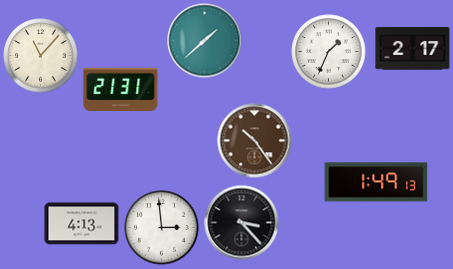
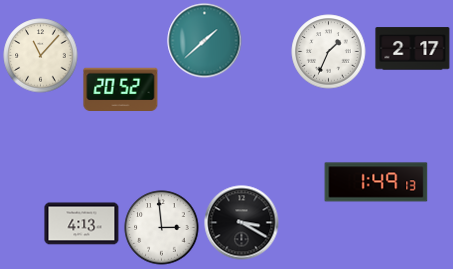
clock at (121, 89): 21:31 -> 20:52
clock at (255, 141): 10:24 -> none
clock at (242, 223): 3:23 -> 3:20
